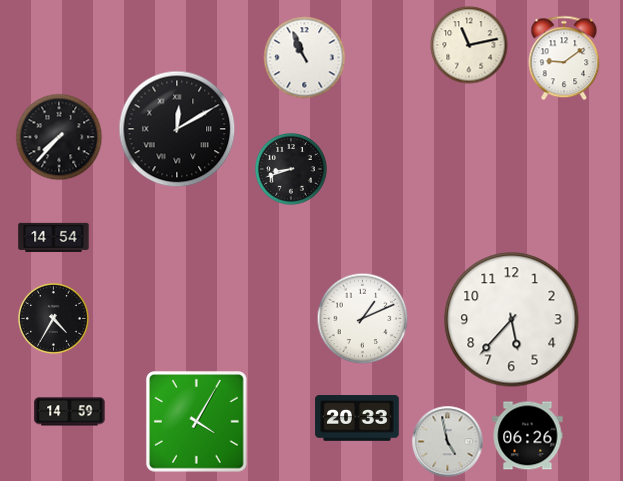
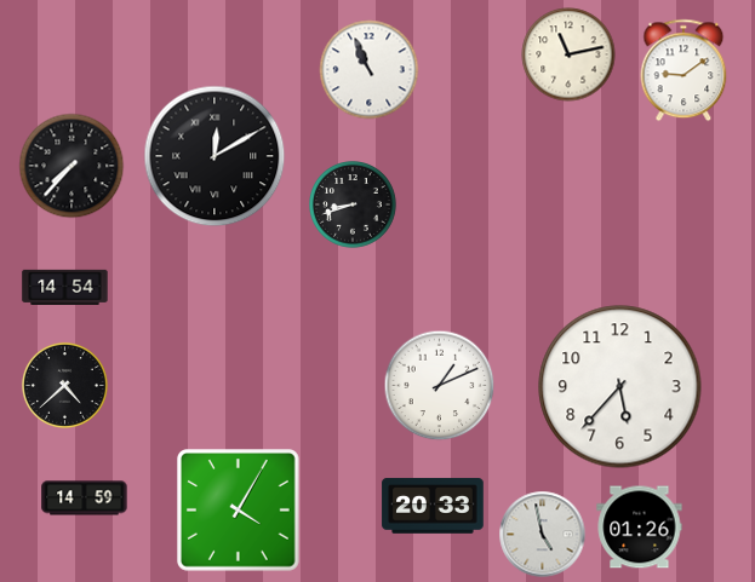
clock at (53, 318): 4:35 -> 4:38
clock at (528, 436): 06:26 -> 01:26
